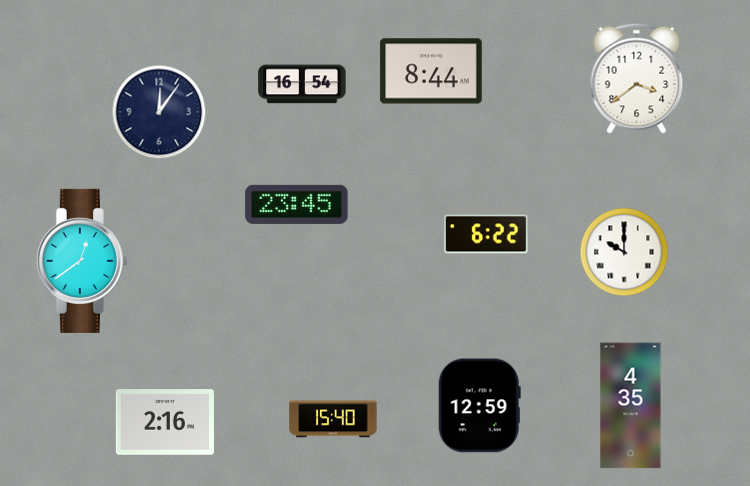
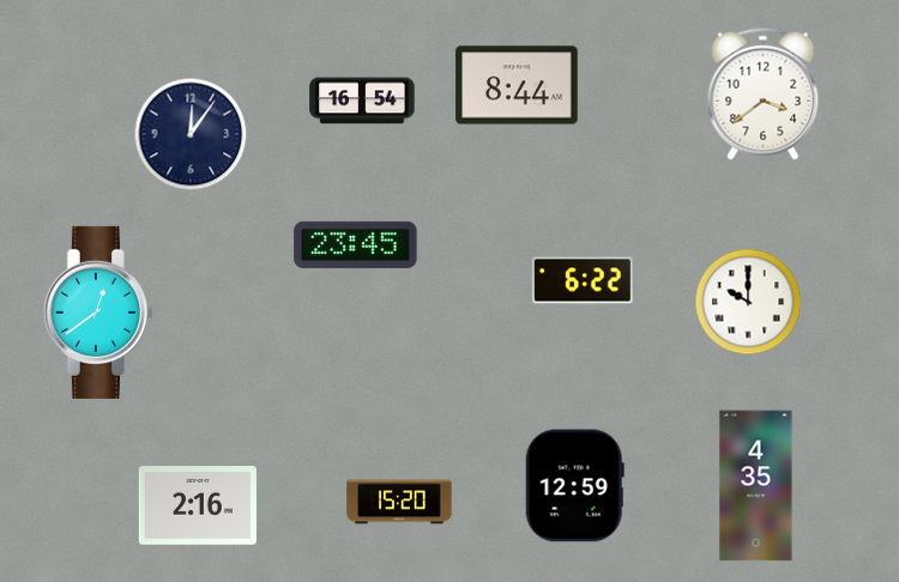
clock at (333, 419): 15:40 -> 15:20
